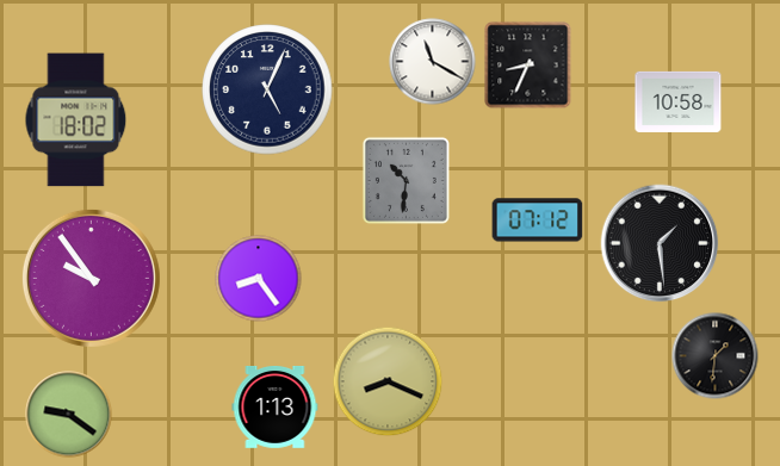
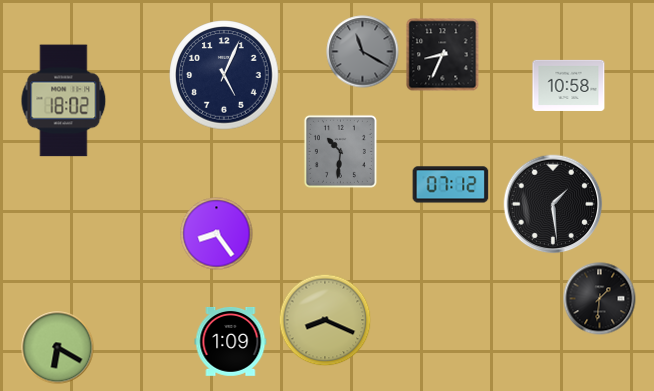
clock at (433, 62) dial: white -> grey
clock at (91, 278): 9:54 -> none
clock at (276, 408): 1:13 -> 1:09
clock at (69, 415): 9:21 -> 6:20
